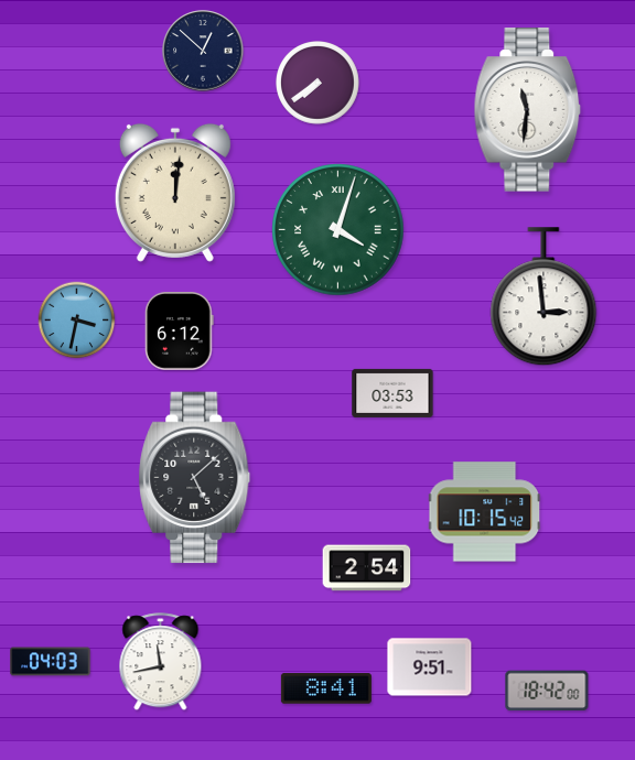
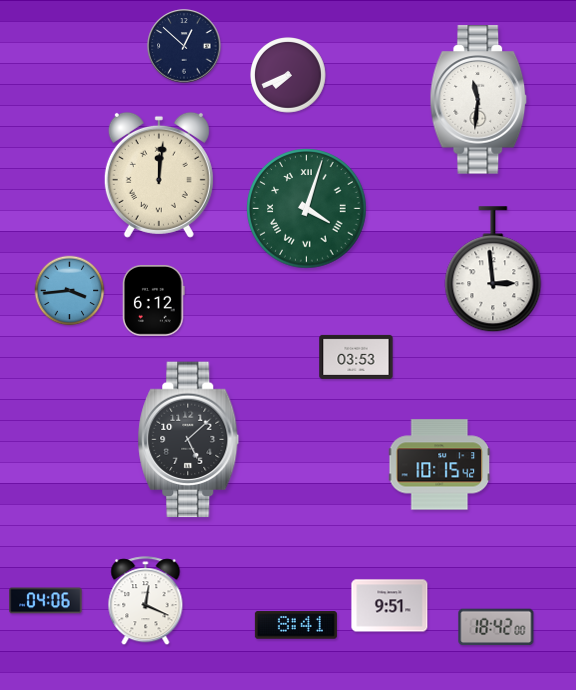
clock at (317, 83): 7:39 -> 7:41
clock at (77, 321): 3:32 -> 3:44
clock at (180, 332) position: (180, 332) -> (154, 301)
clock at (195, 478) position: (195, 478) -> (189, 440)
clock at (367, 568): 2:54 -> none
clock at (51, 662): 04:03 -> 04:06
clock at (161, 662): 11:43 -> 12:19
